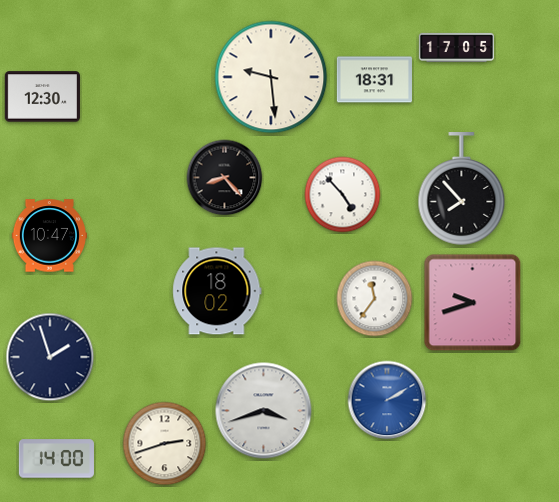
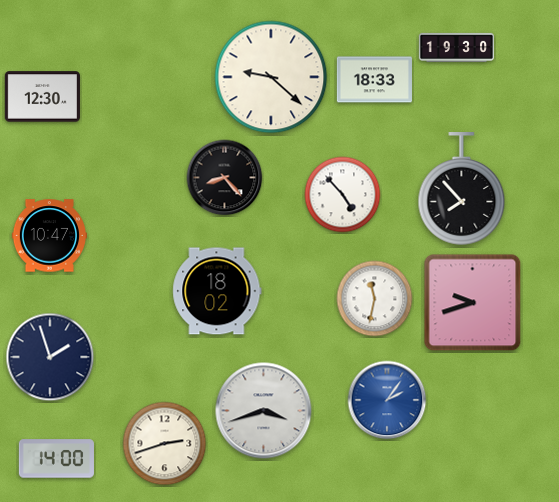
clock at (456, 47): 17:05 -> 19:30
clock at (271, 77): 9:29 -> 9:22
clock at (374, 80): 18:31 -> 18:33
clock at (375, 299): 11:36 -> 11:32
clock at (387, 400): 2:10 -> 2:06
